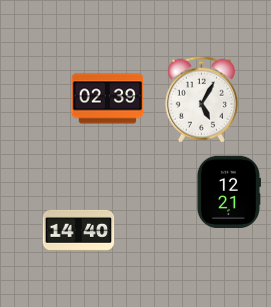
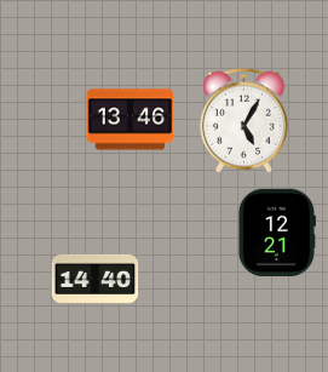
clock at (108, 99): 02:39 -> 13:46
